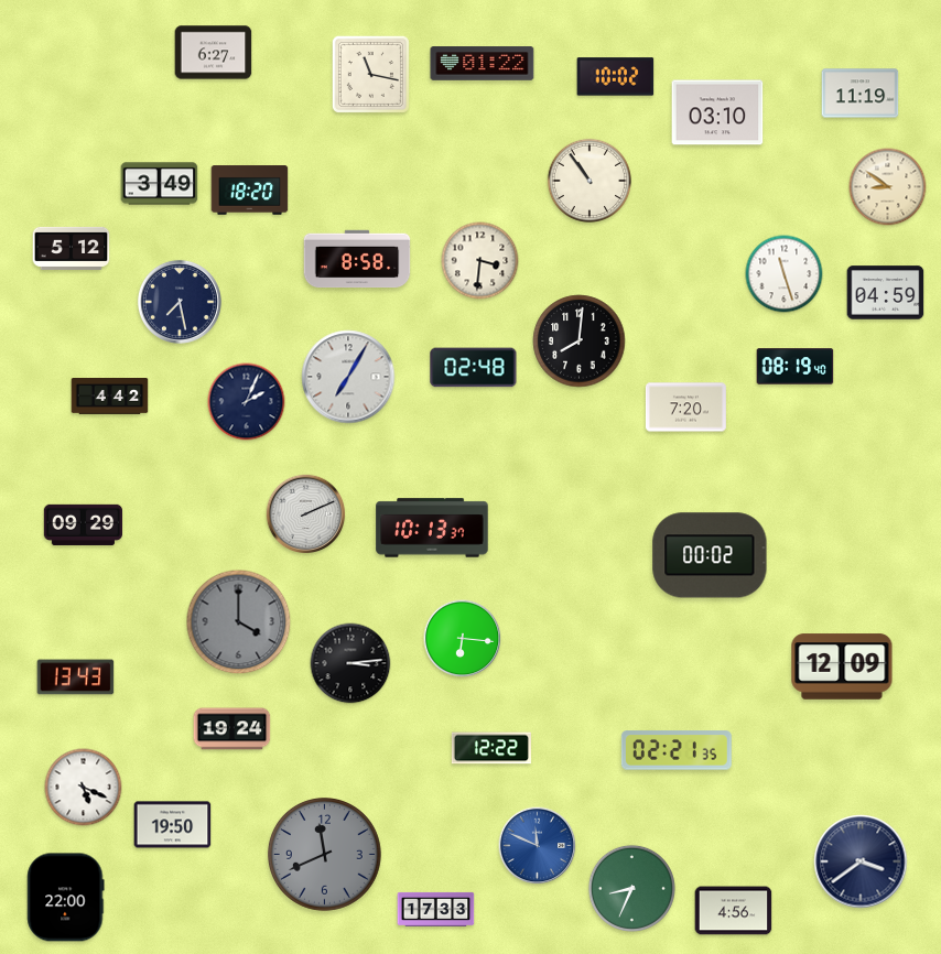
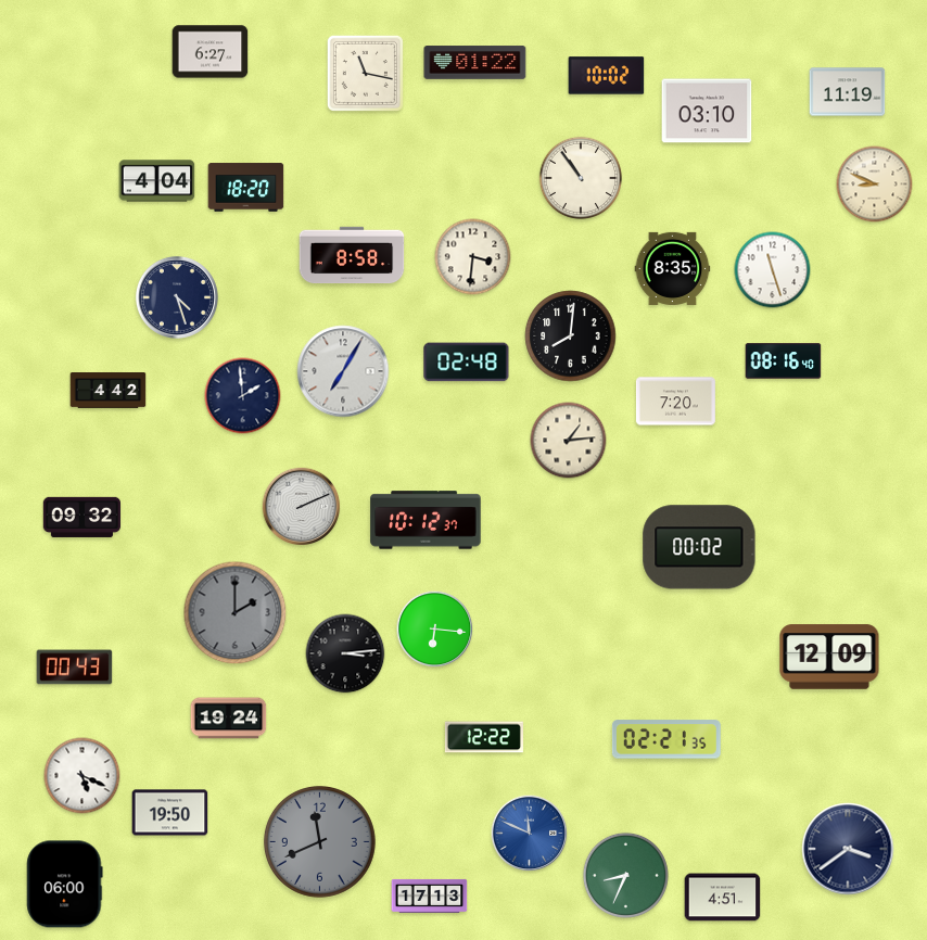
clock at (160, 184): 3:49 -> 4:04
clock at (888, 187): 8:51 -> 8:49
clock at (72, 248): 5:12 -> none
clock at (673, 268): none -> 8:35
clock at (886, 293): 04:59 -> none
clock at (180, 302): 7:28 -> 4:27
clock at (796, 367): 08:19 -> 08:16
clock at (247, 402): 2:04 -> 1:59
clock at (569, 441): none -> 1:14
clock at (84, 524): 09:29 -> 09:32
clock at (432, 528): 10:13 -> 10:12
clock at (239, 622): 4:00 -> 2:00
clock at (463, 639) position: (463, 639) -> (435, 630)
clock at (76, 677): 13:43 -> 00:43
clock at (631, 888) position: (631, 888) -> (625, 875)
clock at (66, 898): 22:00 -> 06:00
clock at (436, 909): 17:33 -> 17:13
clock at (734, 911): 4:56 -> 4:51
